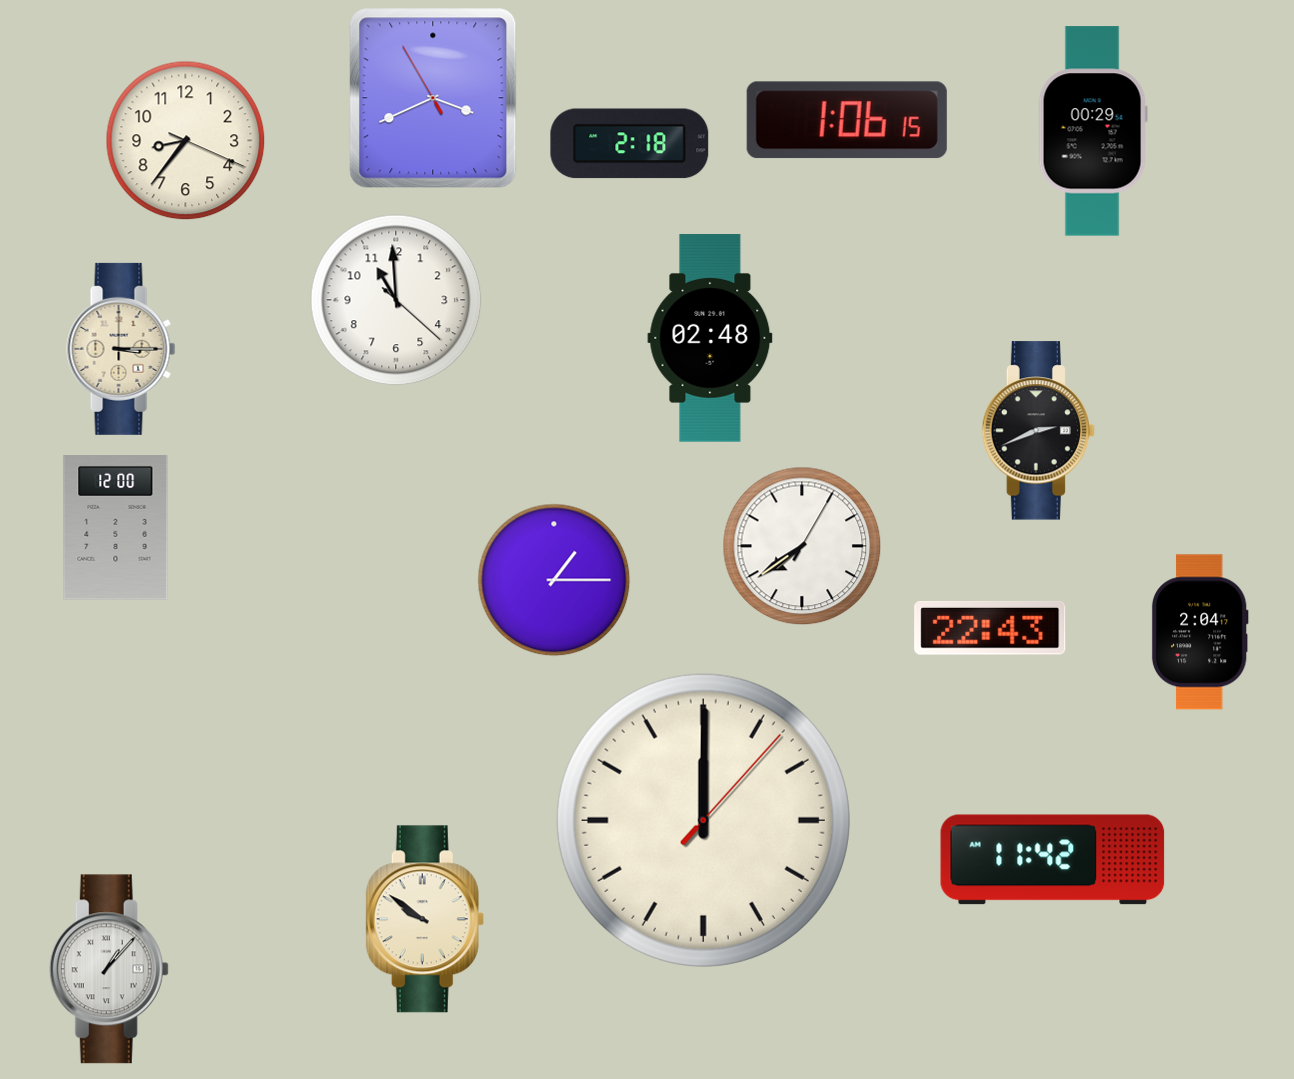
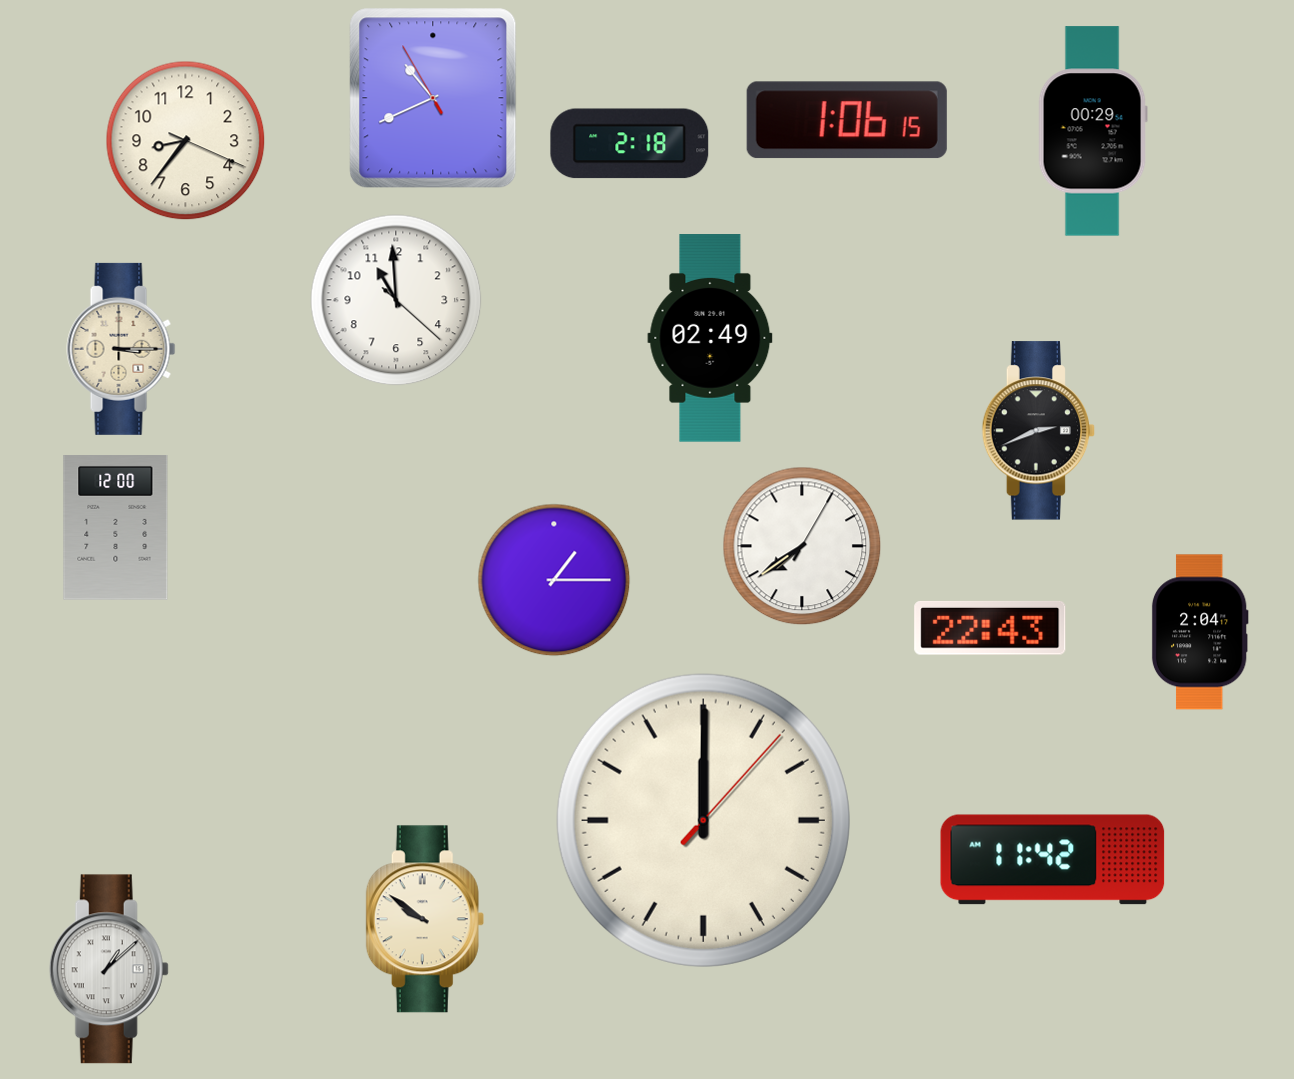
clock at (433, 98): 3:40 -> 10:40
clock at (710, 338): 02:48 -> 02:49
clock at (109, 969): 1:07 -> 1:08
